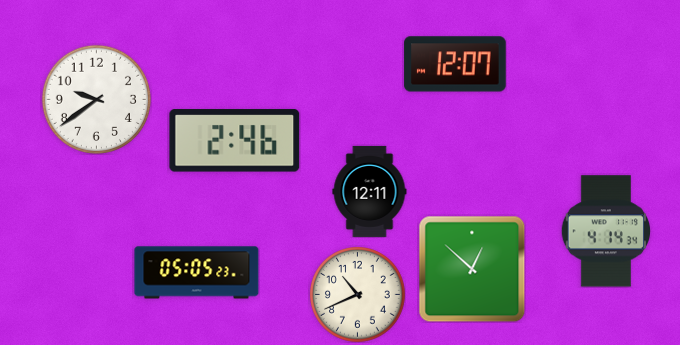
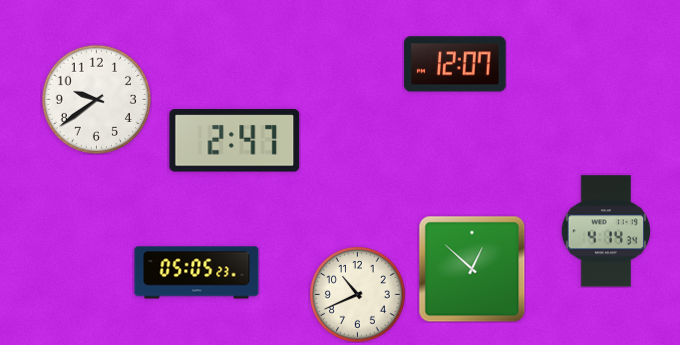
clock at (235, 141): 2:46 -> 2:47
clock at (370, 191): 12:11 -> none
